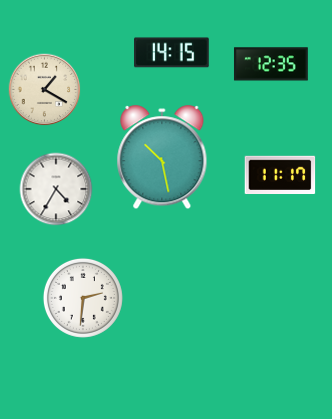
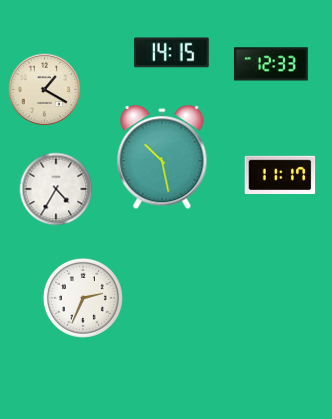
clock at (271, 64): 12:35 -> 12:33
clock at (83, 298): 2:31 -> 2:34
